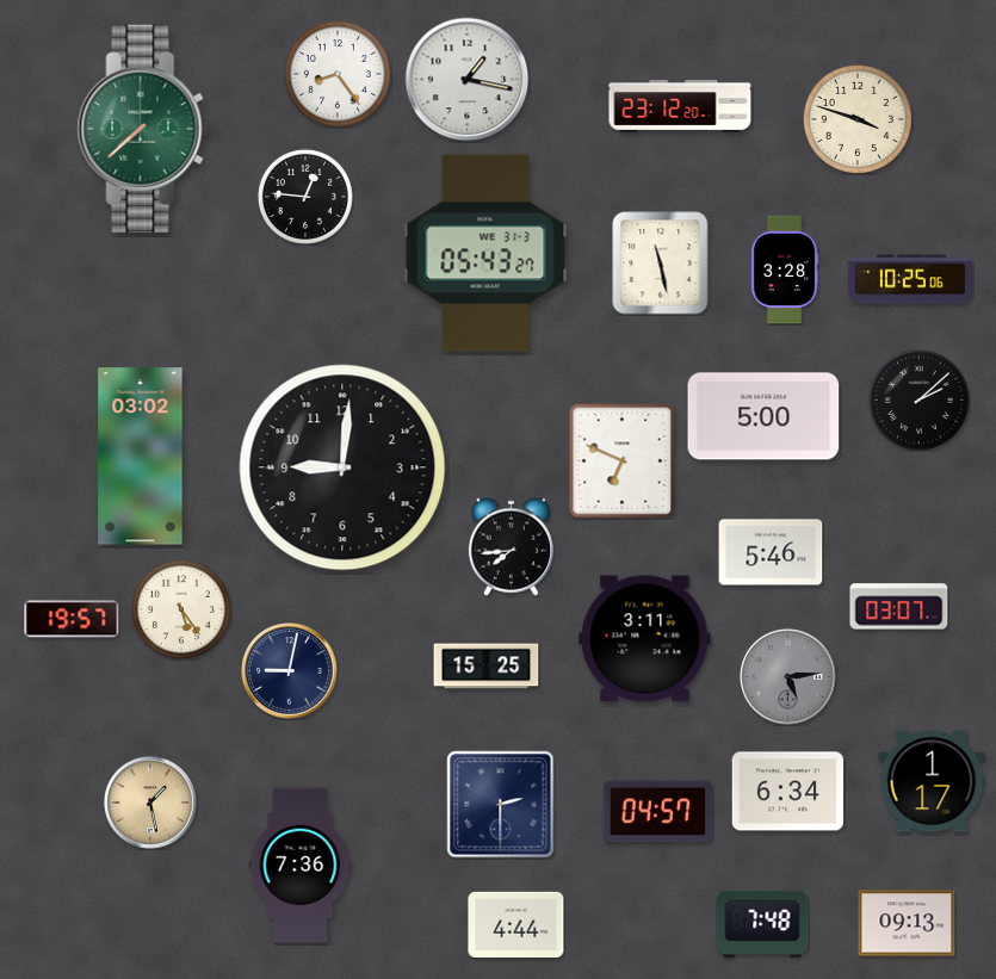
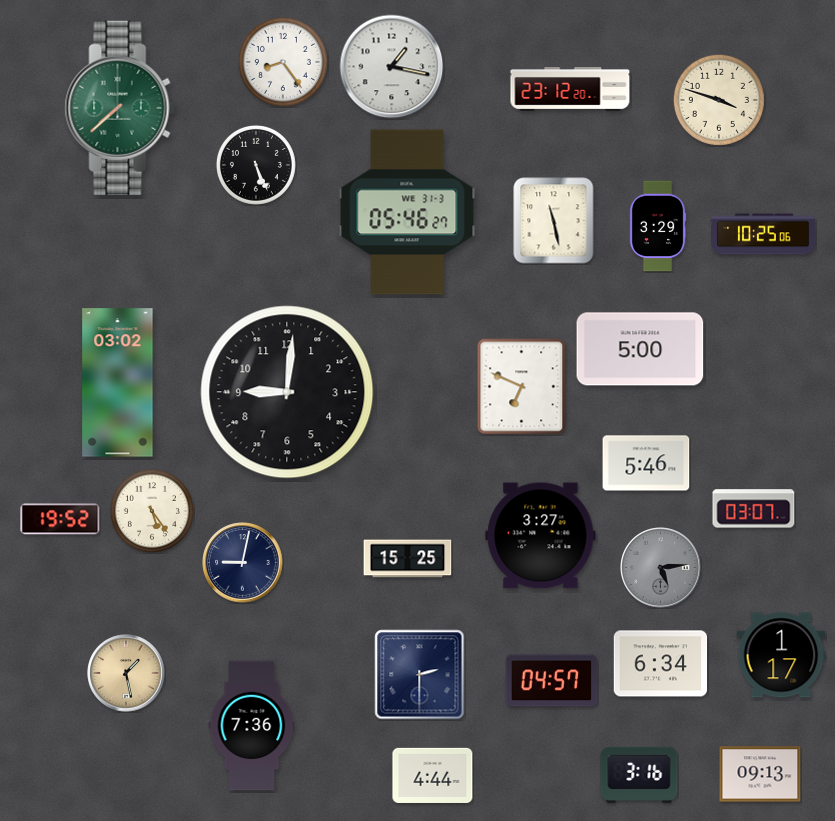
clock at (305, 197): 12:46 -> 5:26
clock at (485, 253): 05:43 -> 05:46
clock at (785, 269): 3:28 -> 3:29
clock at (918, 399): 2:08 -> none
clock at (511, 546): 7:44 -> none
clock at (72, 619): 19:57 -> 19:52
clock at (645, 639): 3:11 -> 3:27
clock at (762, 924): 7:48 -> 3:16
